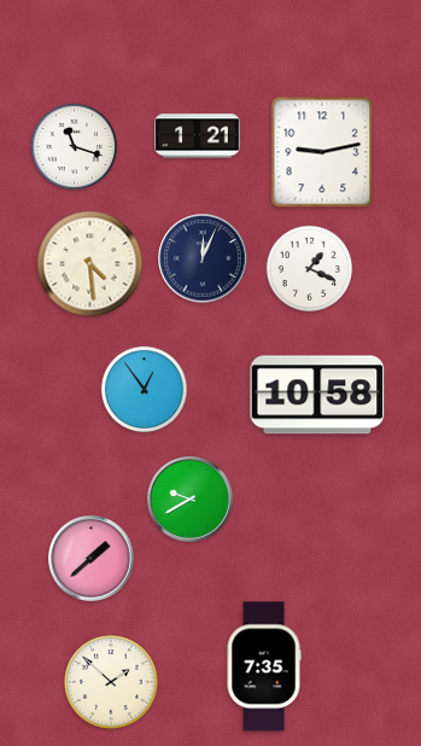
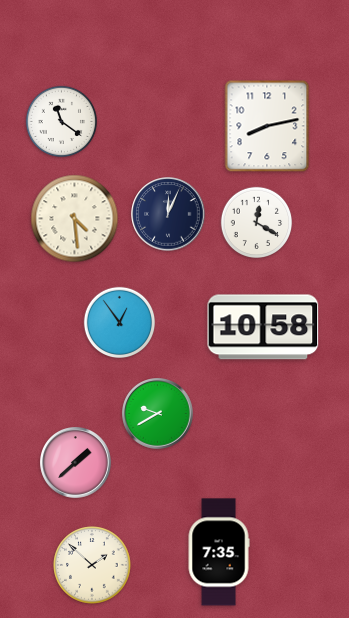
clock at (198, 136): 1:21 -> none
clock at (75, 147): 11:18 -> 11:21
clock at (322, 152): 9:13 -> 8:13
clock at (310, 269): 1:19 -> 12:20
